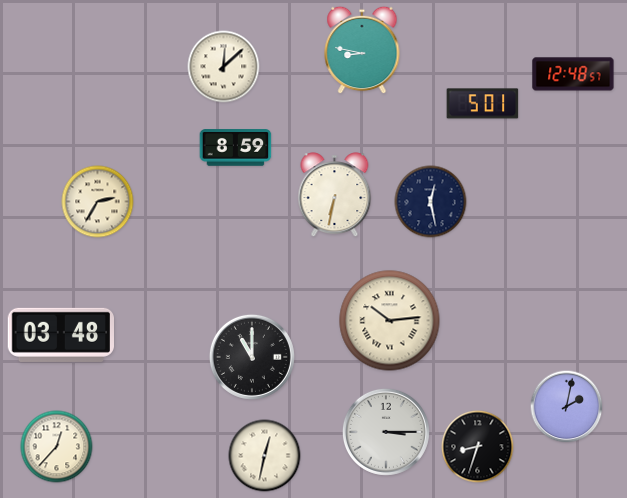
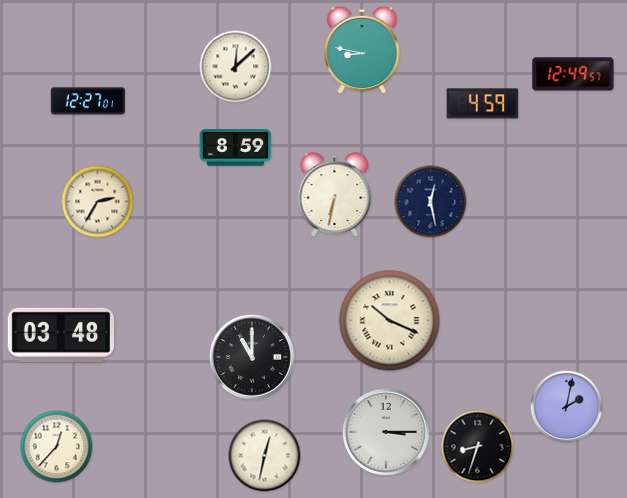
clock at (224, 67) position: (224, 67) -> (236, 67)
clock at (573, 74): 12:48 -> 12:49
clock at (88, 101): none -> 12:27
clock at (483, 104): 5:01 -> 4:59
clock at (390, 321): 10:14 -> 10:19
